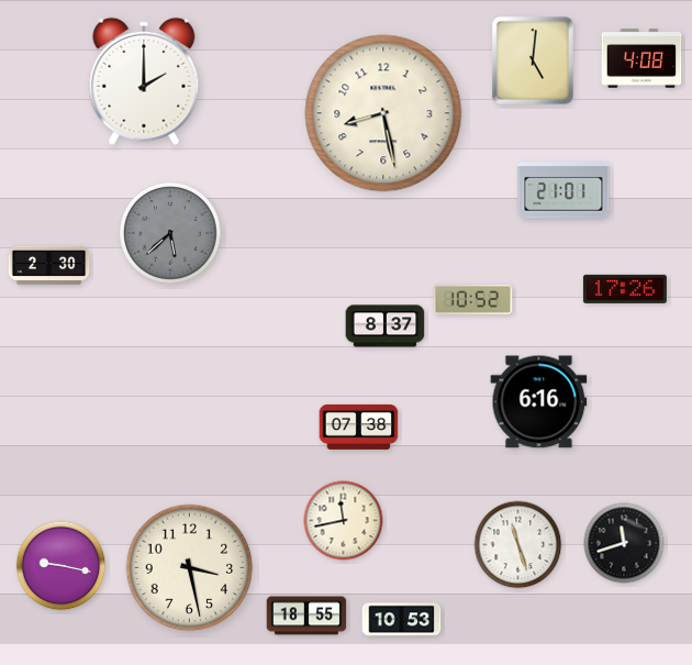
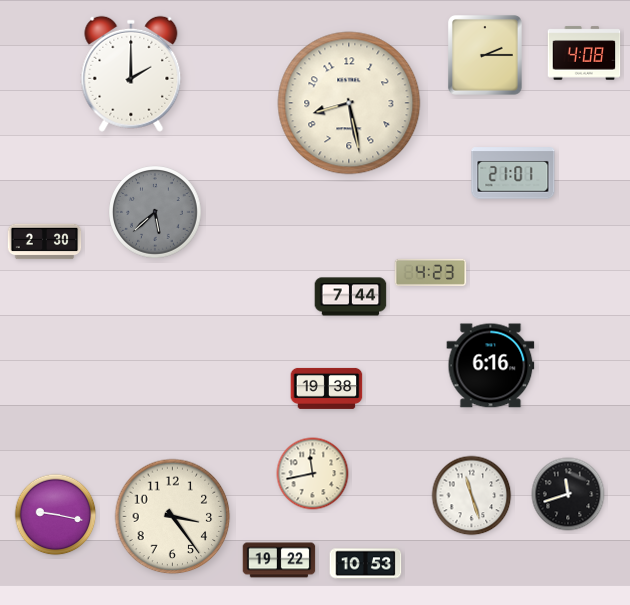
clock at (533, 62): 5:01 -> 2:15
clock at (625, 289): 17:26 -> none
clock at (473, 299): 10:52 -> 4:23
clock at (386, 326): 8:37 -> 7:44
clock at (359, 426): 07:38 -> 19:38
clock at (190, 568): 3:28 -> 3:24
clock at (306, 616): 18:55 -> 19:22
